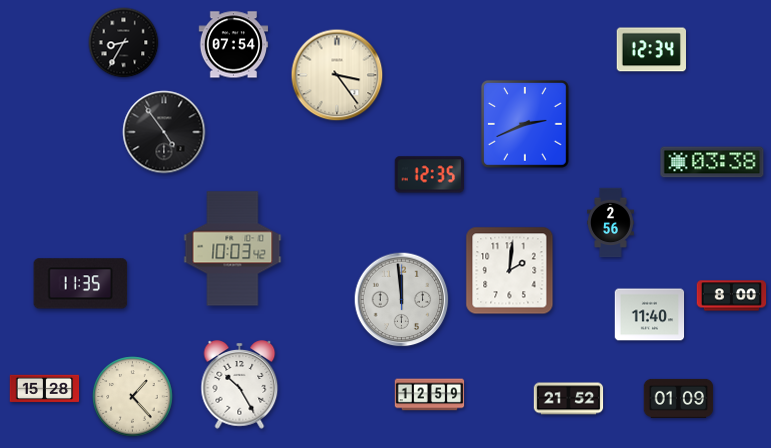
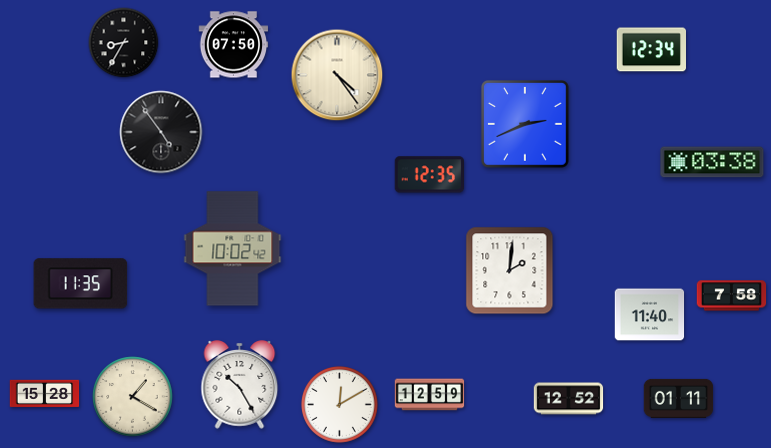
clock at (234, 45): 07:54 -> 07:50
clock at (337, 75): 3:24 -> 4:24
clock at (164, 132) position: (164, 132) -> (161, 132)
clock at (611, 223): 2:56 -> none
clock at (233, 249): 10:03 -> 10:02
clock at (732, 296): 8:00 -> 7:58
clock at (402, 300): 11:59 -> none
clock at (45, 389) position: (45, 389) -> (45, 394)
clock at (133, 397): 1:23 -> 1:20
clock at (679, 398): 01:09 -> 01:11
clock at (569, 399): 21:52 -> 12:52
clock at (339, 404): none -> 12:10
